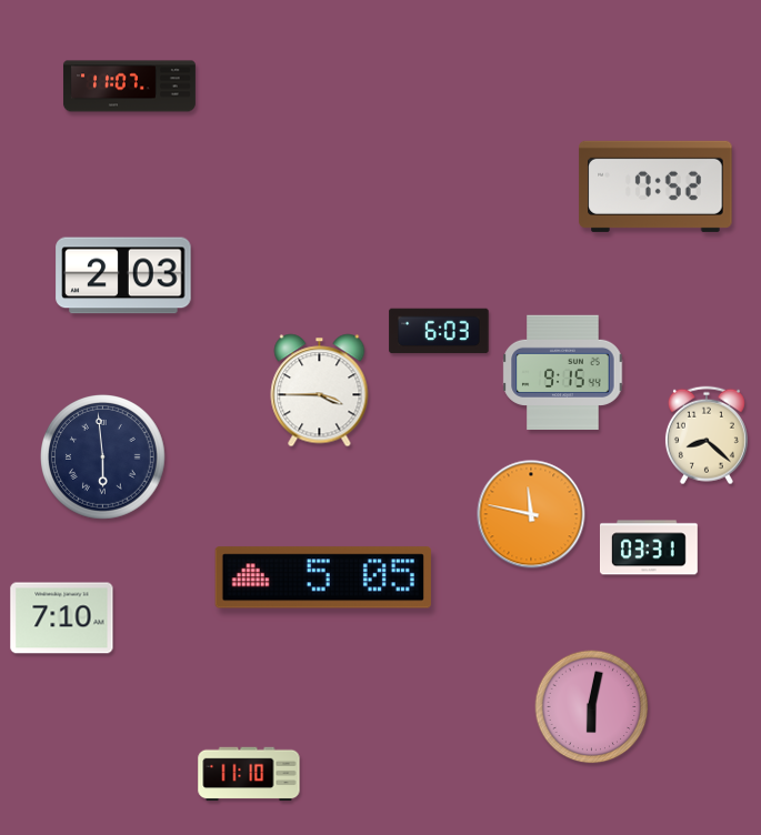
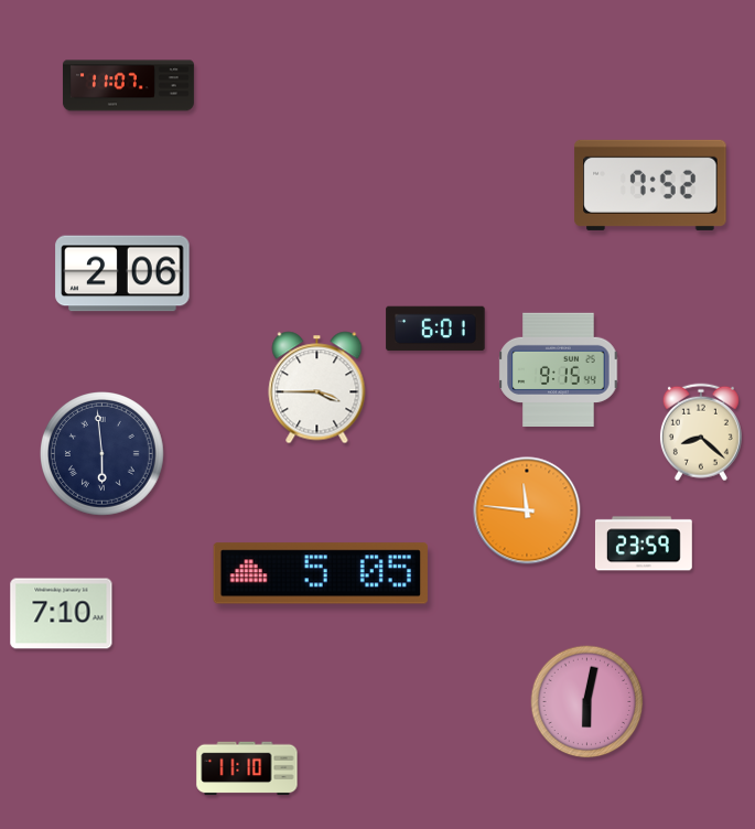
clock at (123, 275): 2:03 -> 2:06
clock at (439, 331): 6:03 -> 6:01
clock at (531, 514): 11:47 -> 11:46
clock at (649, 547): 03:31 -> 23:59
